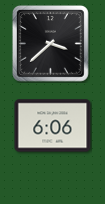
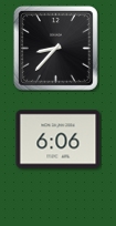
clock at (51, 44): 3:38 -> 8:37
